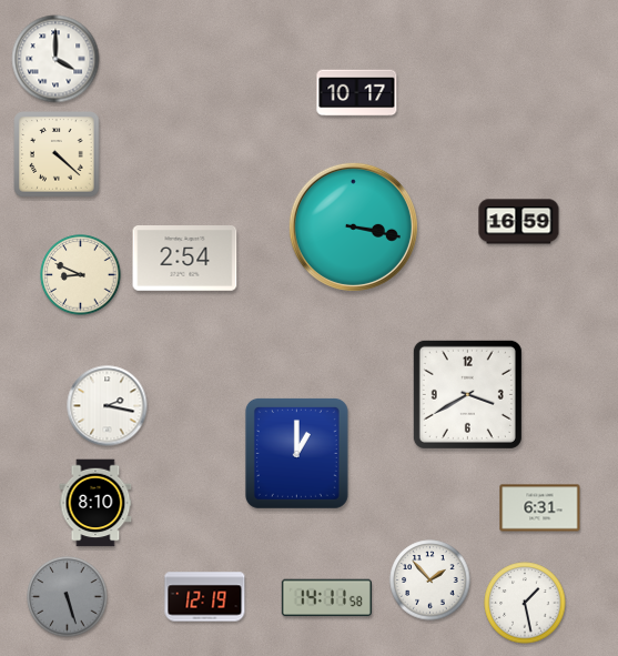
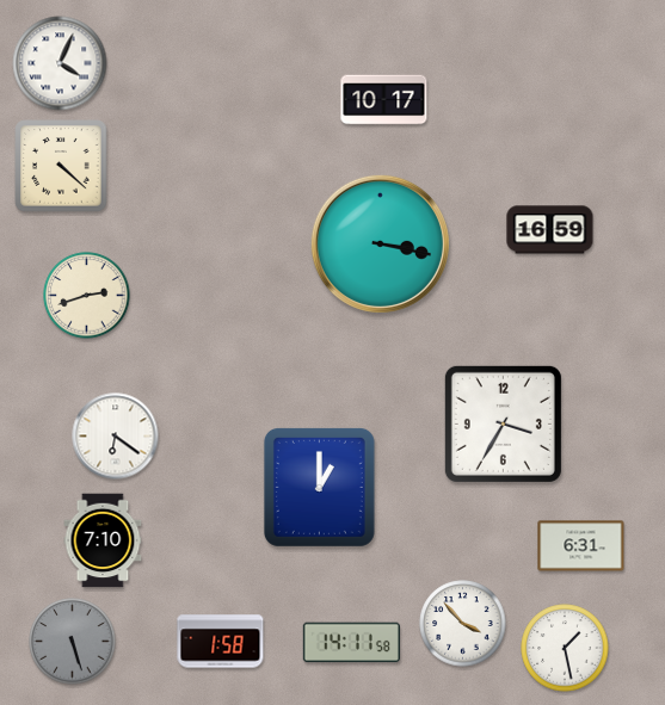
clock at (55, 59): 4:00 -> 4:04
clock at (519, 222) position: (519, 222) -> (550, 230)
clock at (185, 259): 2:54 -> none
clock at (81, 275): 8:49 -> 2:42
clock at (467, 394): 3:40 -> 3:35
clock at (108, 406): 2:17 -> 6:21
clock at (95, 503): 8:10 -> 7:10
clock at (430, 581): 1:53 -> 3:53
clock at (205, 597): 12:19 -> 1:58
